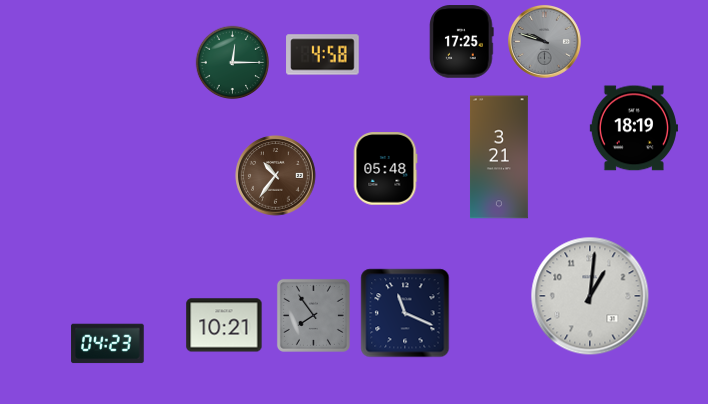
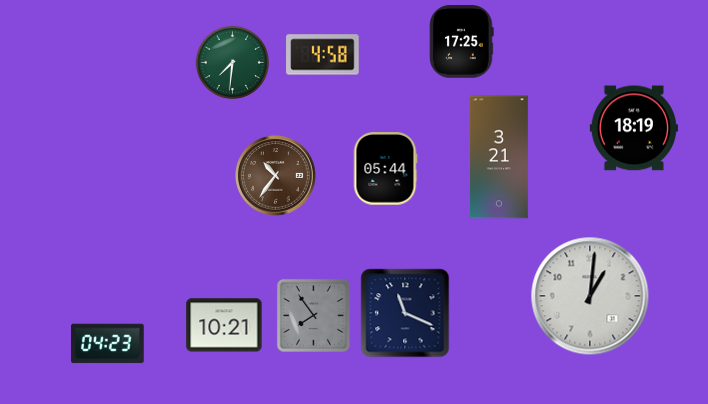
clock at (545, 42): 9:48 -> none
clock at (233, 63): 12:15 -> 7:31
clock at (385, 169): 05:48 -> 05:44
